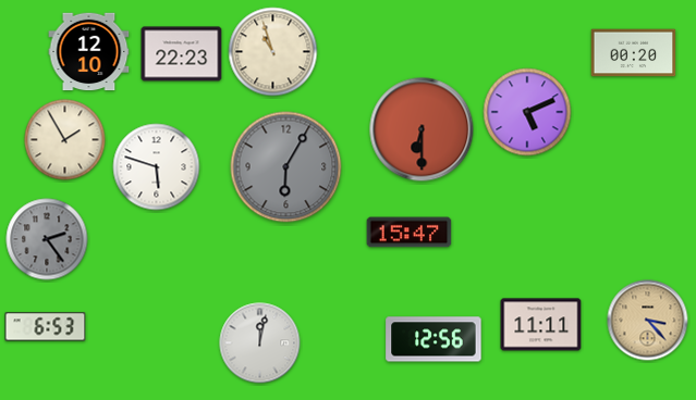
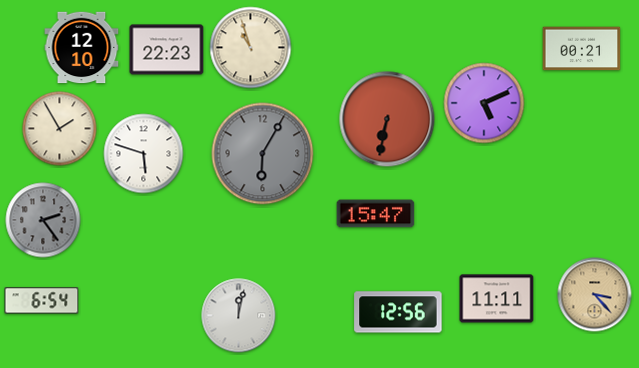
clock at (634, 53): 00:20 -> 00:21
clock at (422, 129): 6:30 -> 6:32
clock at (46, 327): 6:53 -> 6:54
